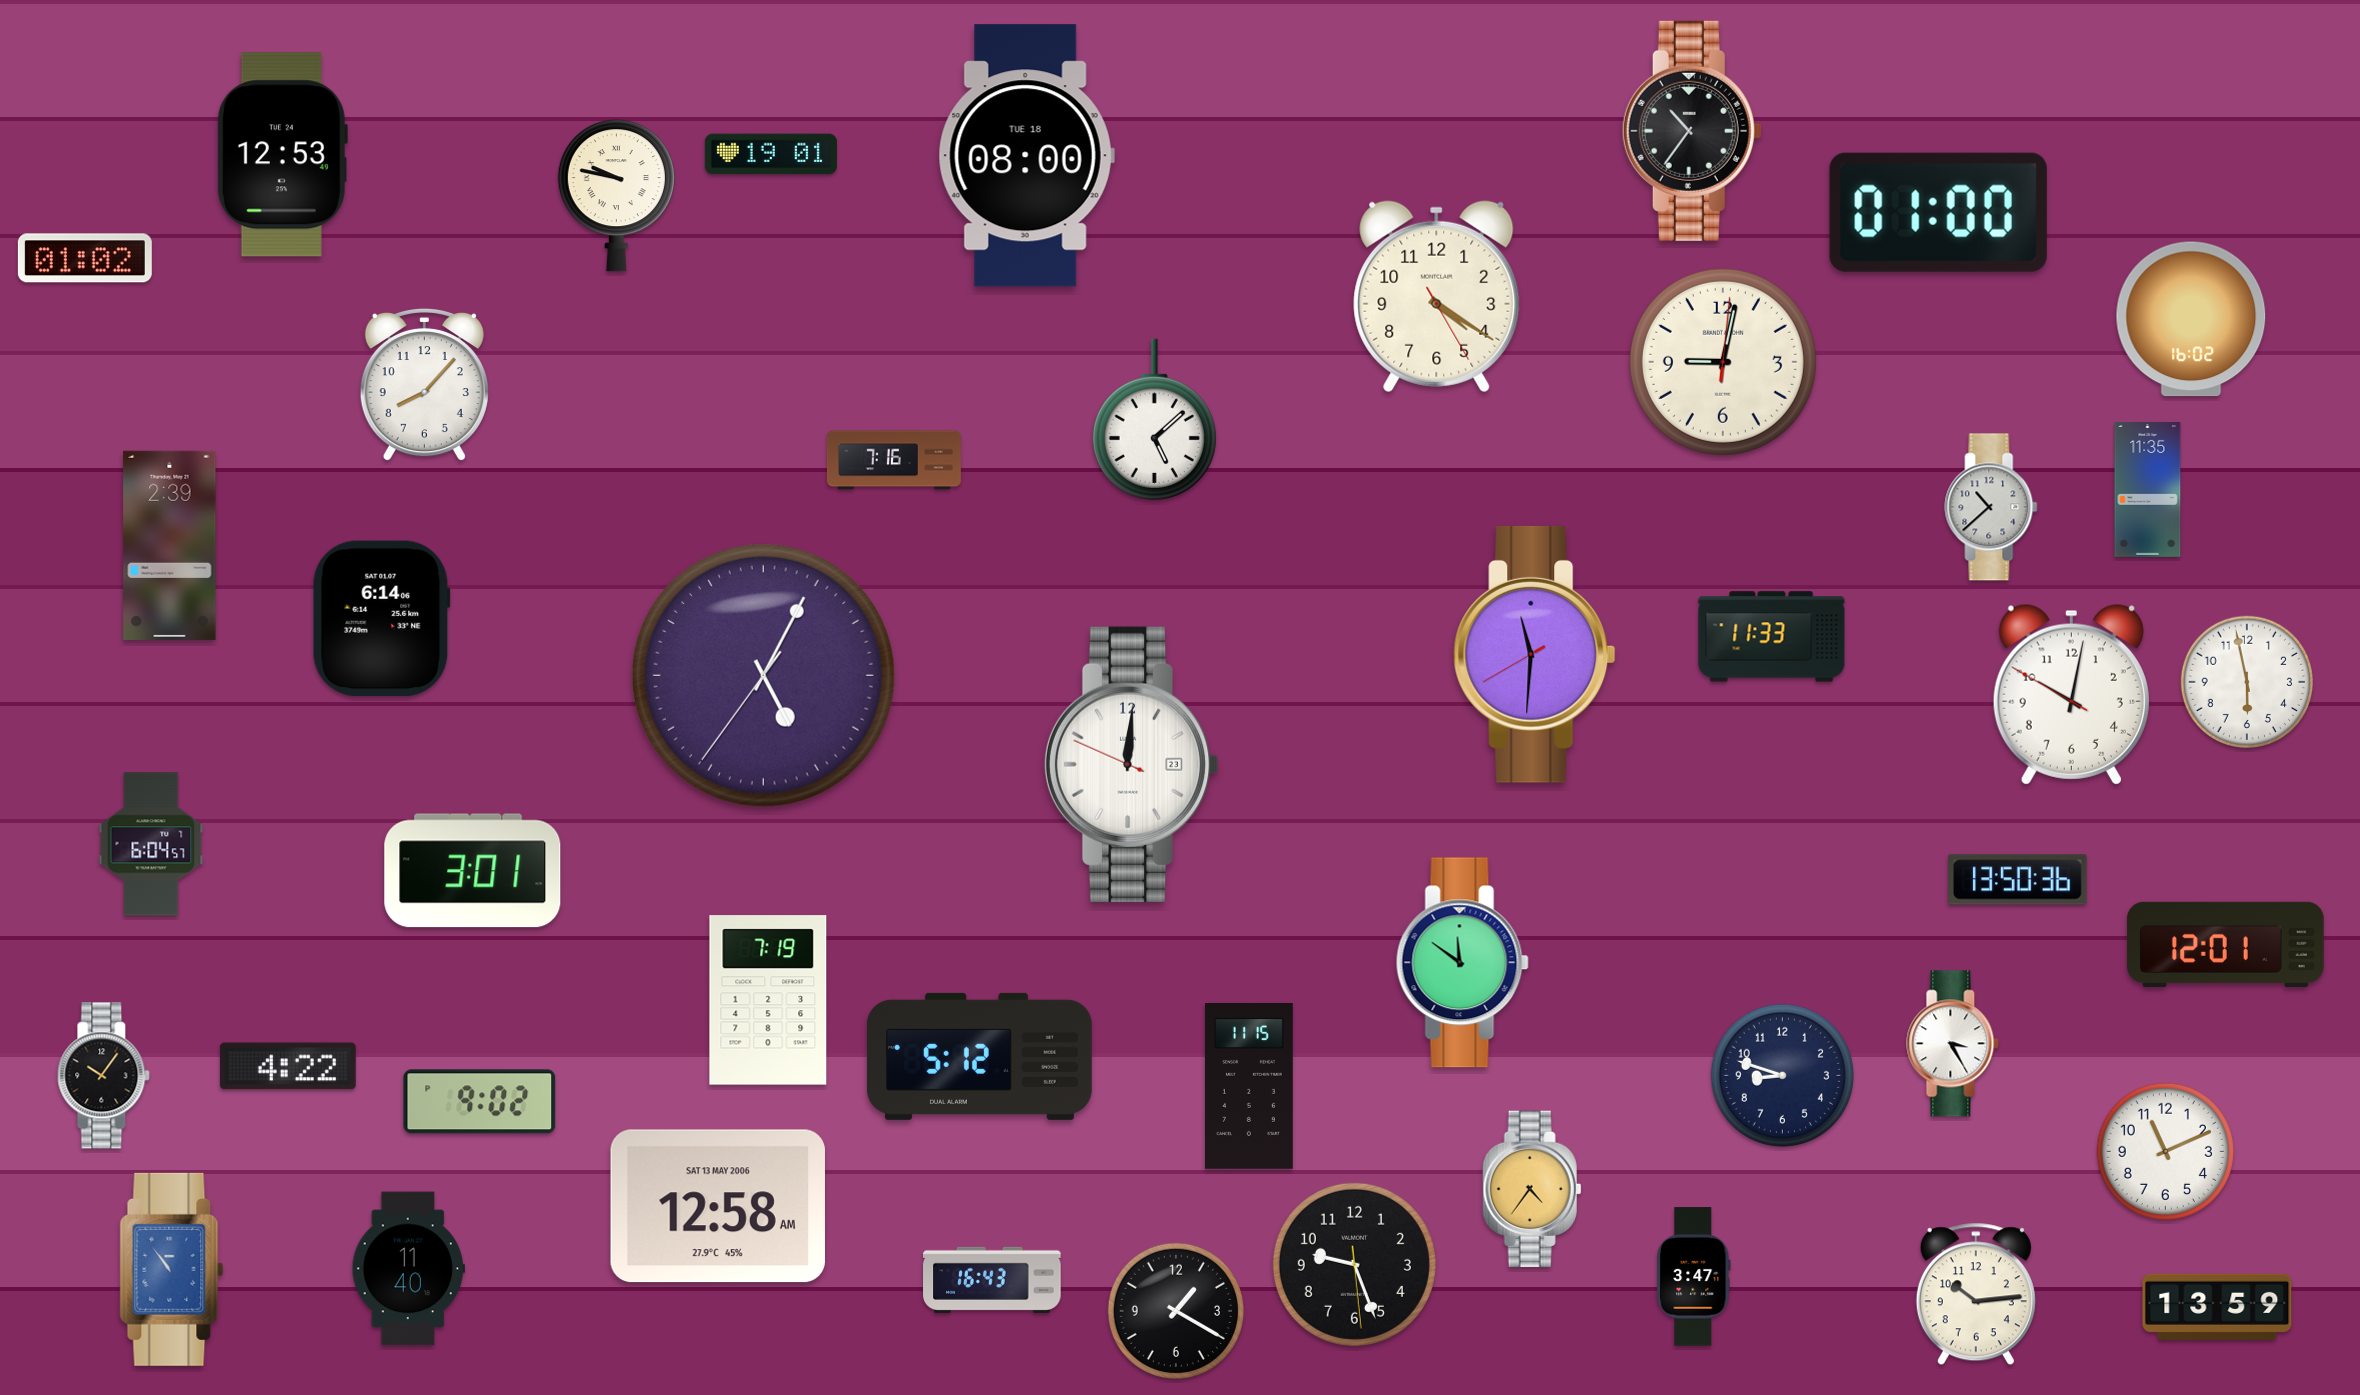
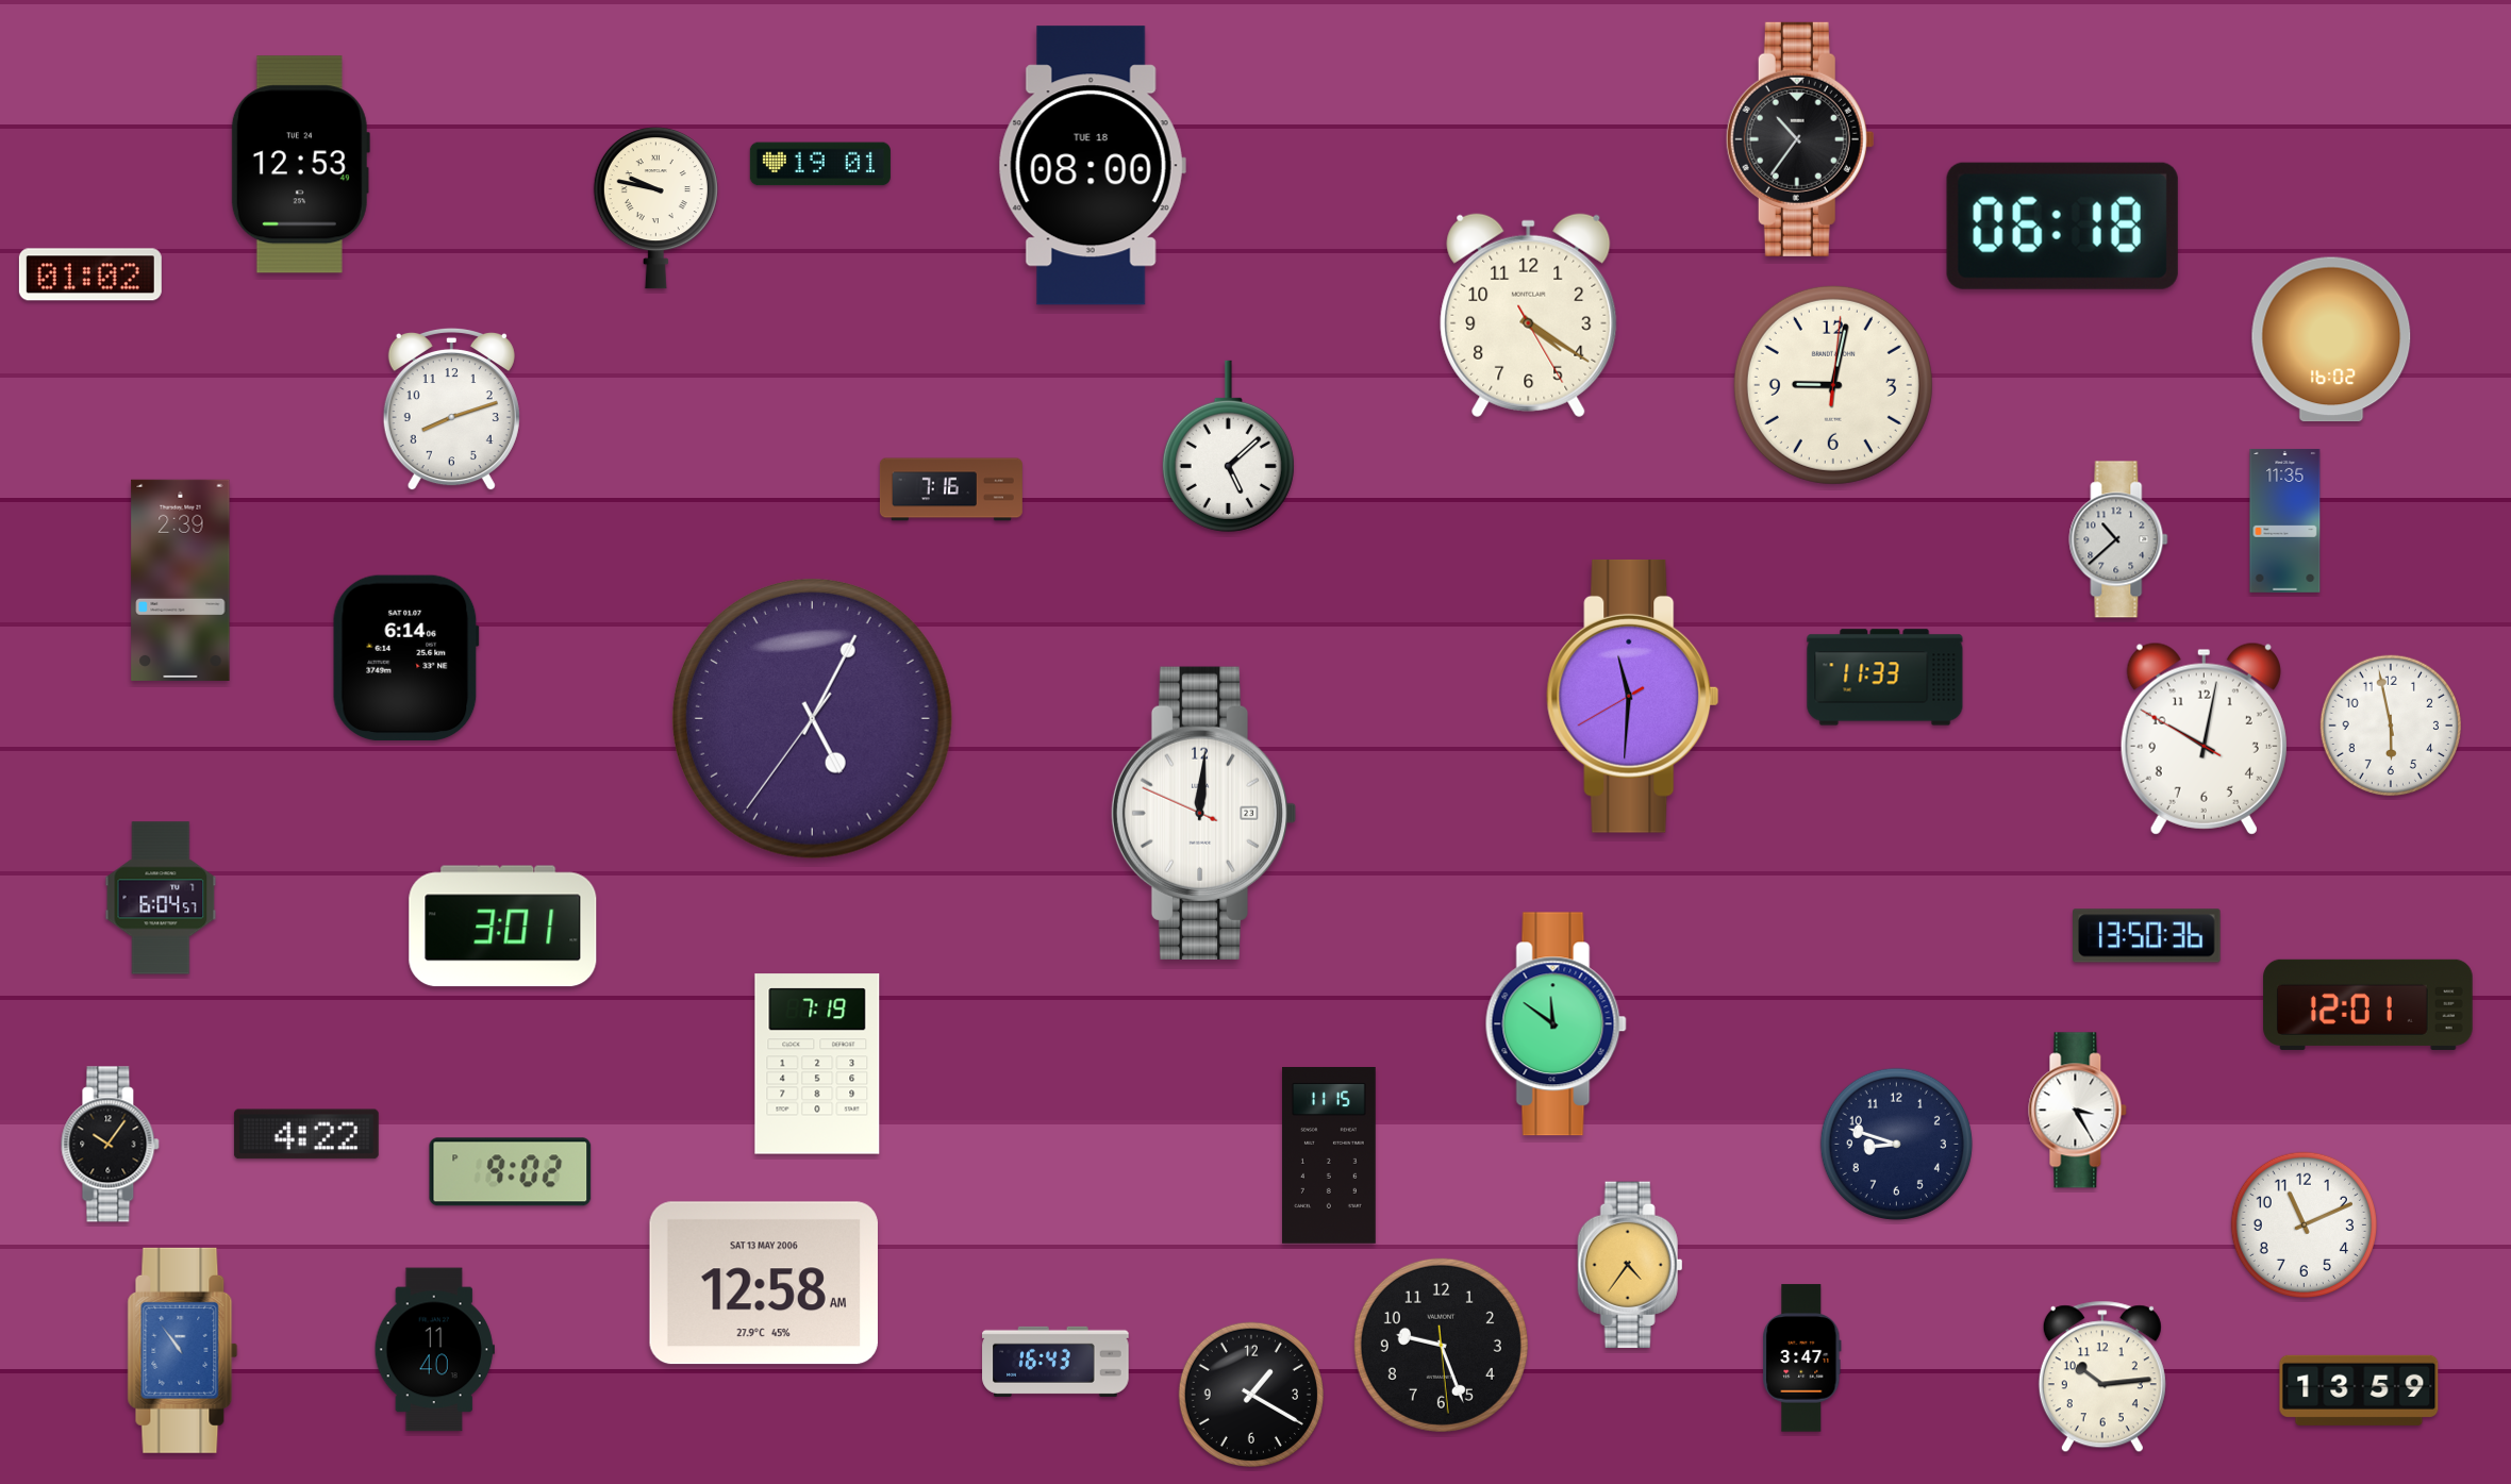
clock at (1938, 212): 01:00 -> 06:18
clock at (424, 385): 8:07 -> 8:12
clock at (980, 1056): 5:12 -> none
